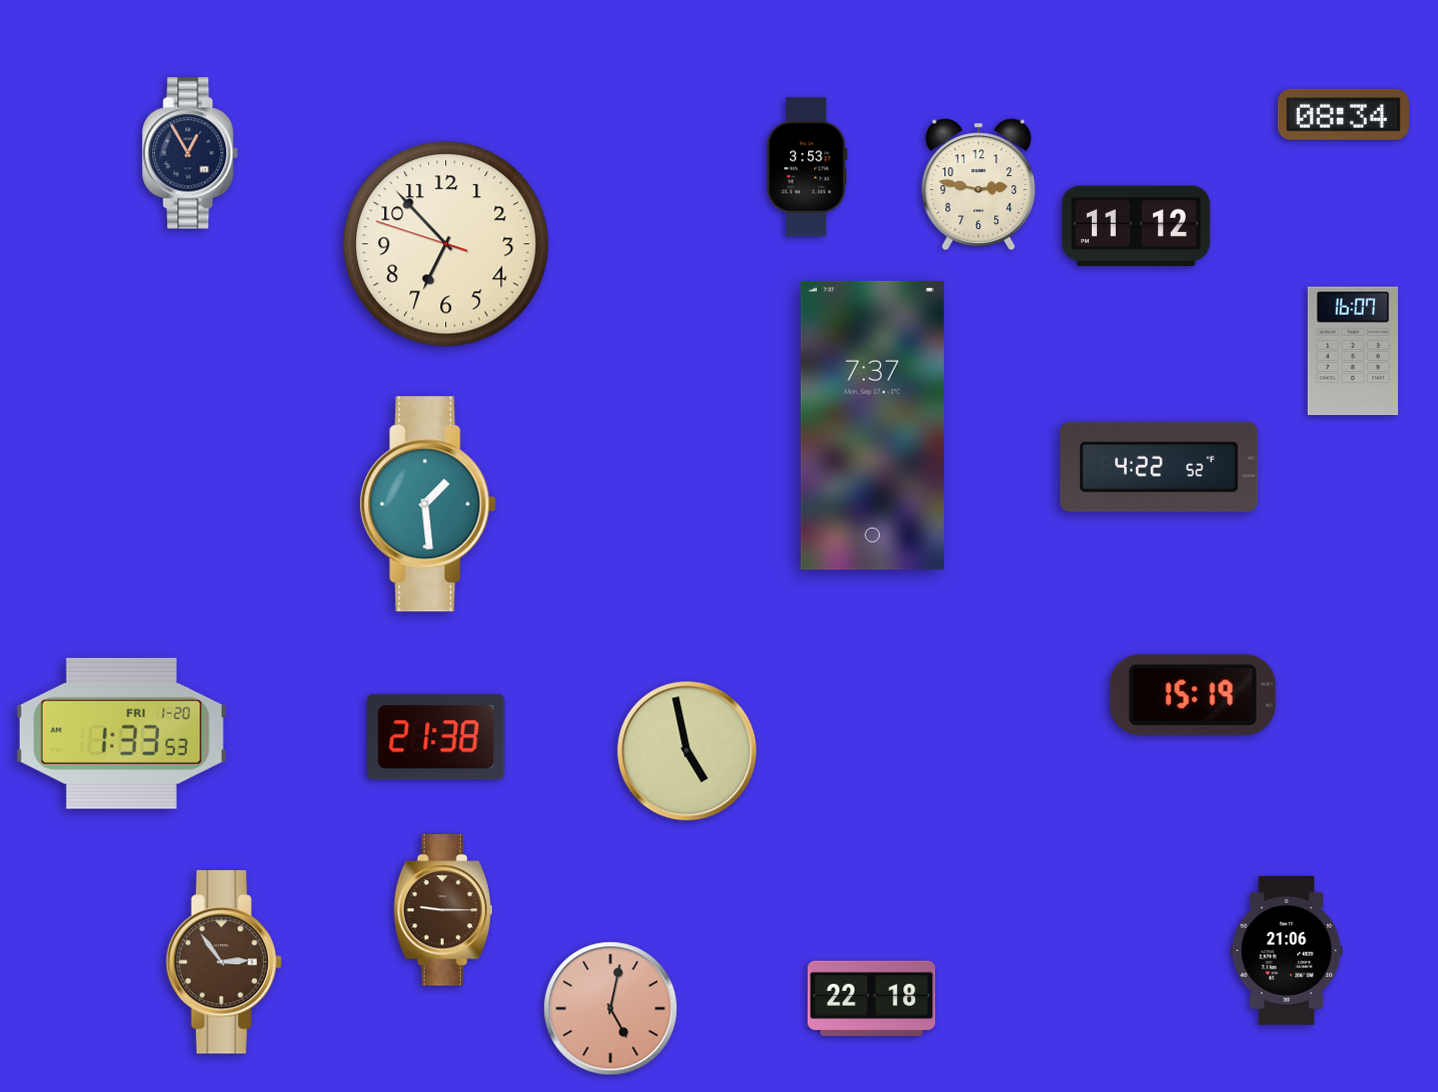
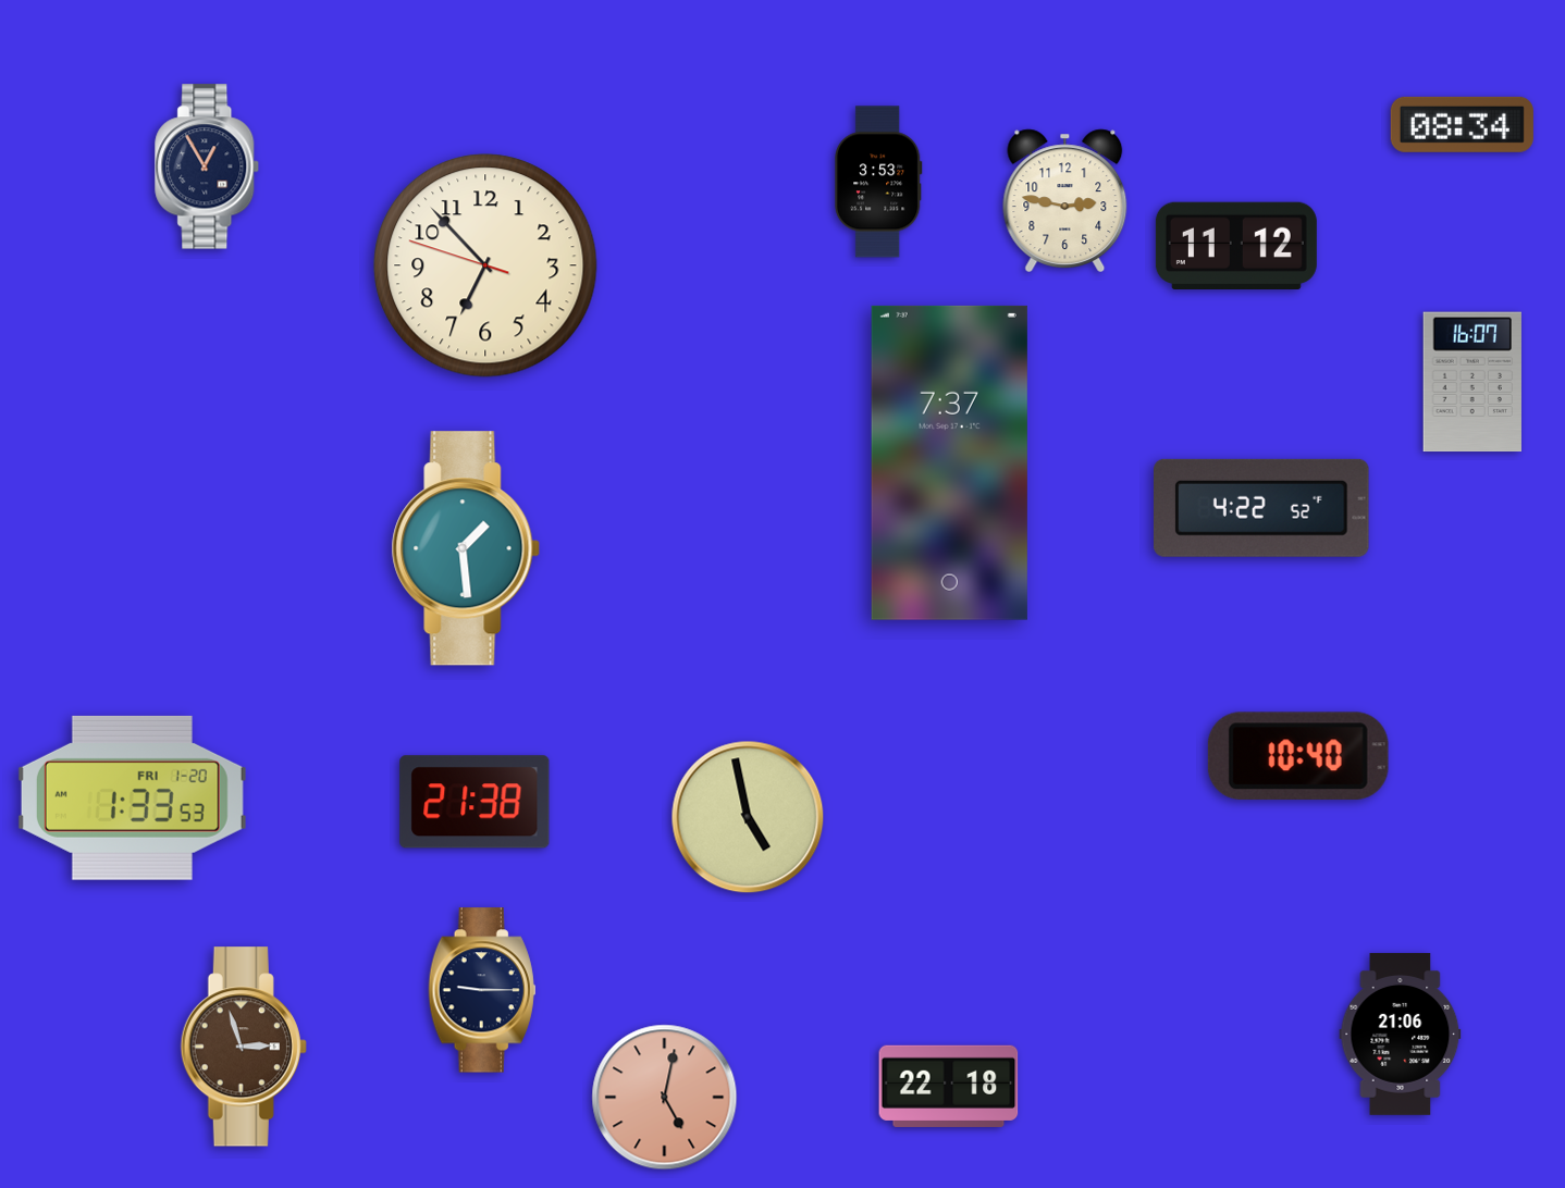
clock at (1193, 695): 15:19 -> 10:40
clock at (443, 910) dial: brown -> navy
clock at (224, 962): 2:54 -> 2:57
